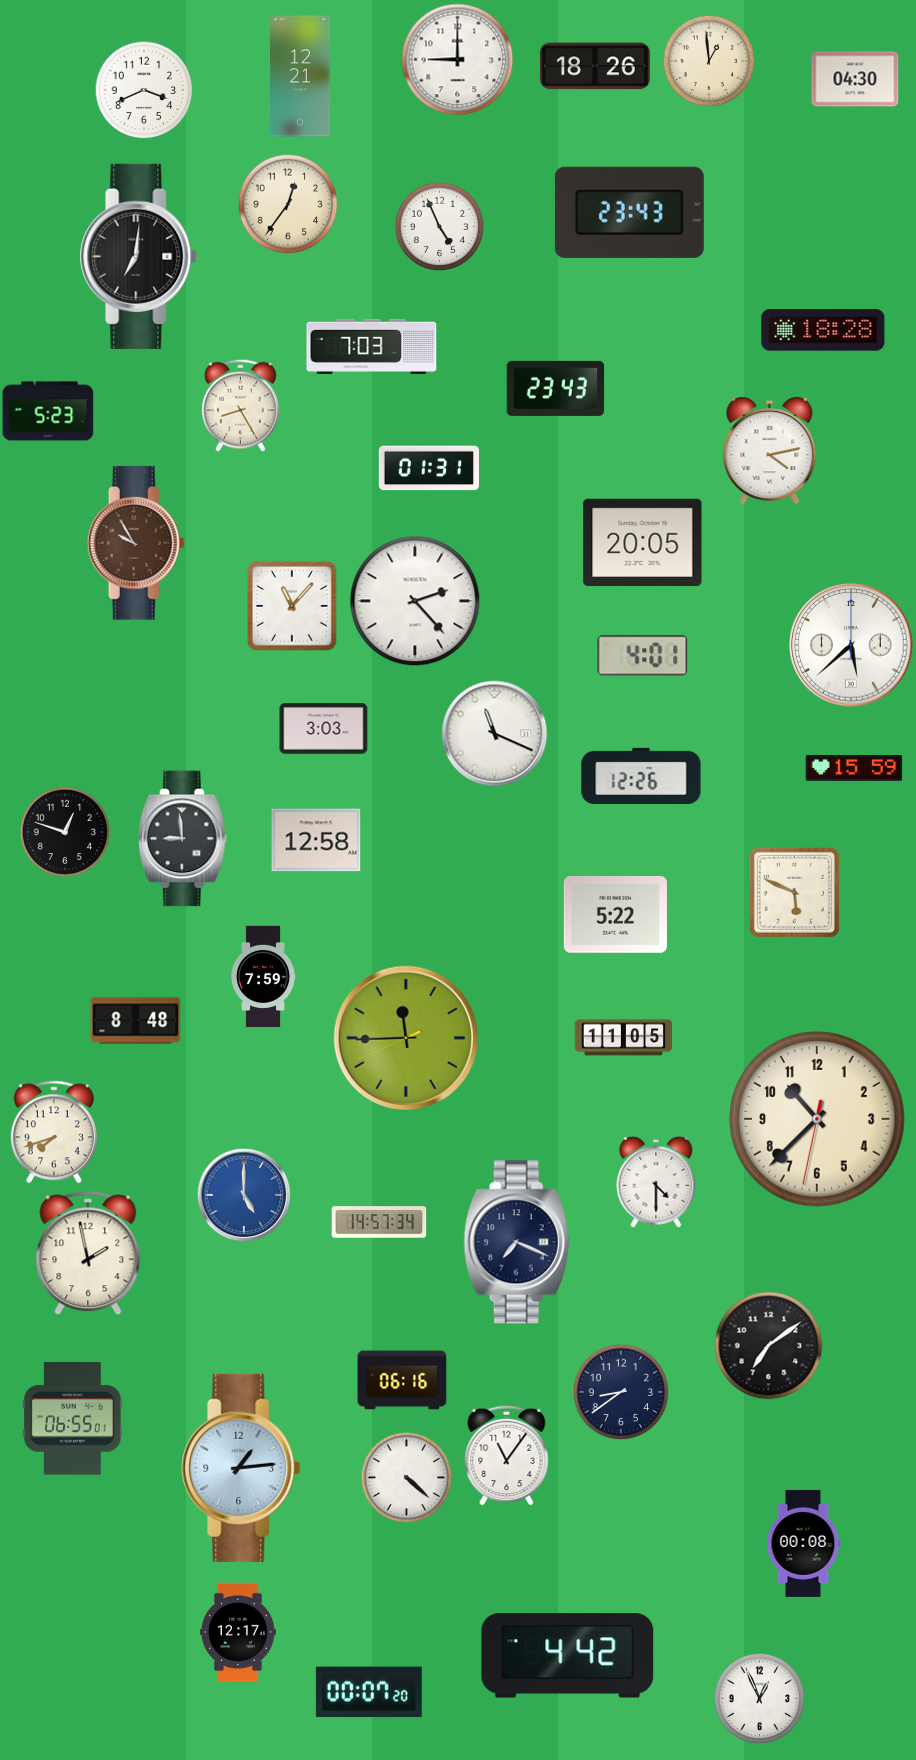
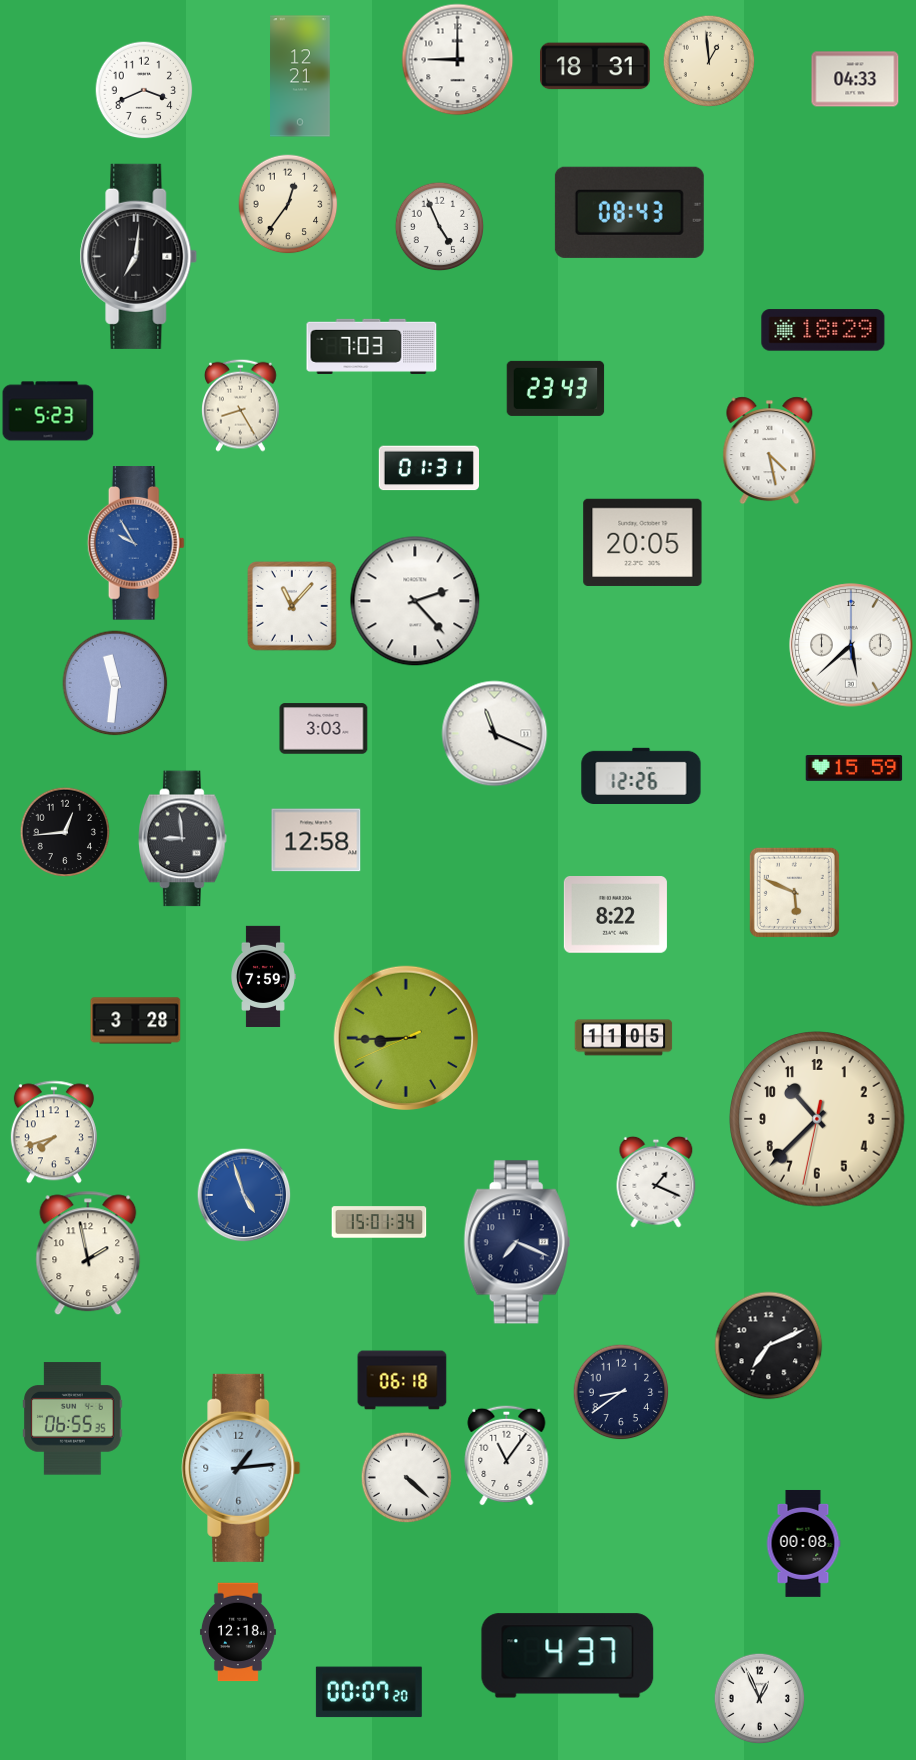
clock at (596, 66): 18:26 -> 18:31
clock at (855, 79): 04:30 -> 04:33
clock at (629, 212): 23:43 -> 08:43
clock at (823, 330): 18:28 -> 18:29
clock at (770, 451): 4:13 -> 4:28
clock at (136, 543) dial: brown -> blue
clock at (643, 656): 4:01 -> none
clock at (115, 683): none -> 11:31
clock at (65, 832): 12:48 -> 12:44
clock at (615, 915): 5:22 -> 8:22
clock at (136, 1021): 8:48 -> 3:28
clock at (405, 1037): 11:44 -> 8:44
clock at (656, 1182): 4:30 -> 1:19
clock at (244, 1195): 5:00 -> 4:57
clock at (379, 1222): 14:57 -> 15:01
clock at (769, 1346): 7:09 -> 7:11
clock at (402, 1380): 06:16 -> 06:18
clock at (73, 1419): 06:55:01 -> 06:55:35
clock at (238, 1632): 12:17 -> 12:18
clock at (568, 1656): 4:42 -> 4:37
